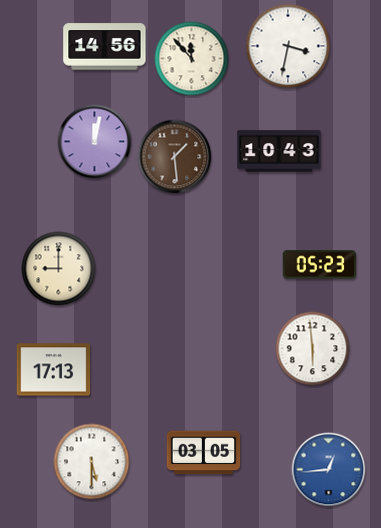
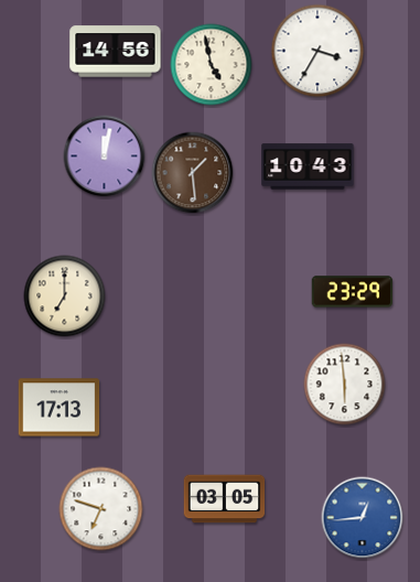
clock at (288, 46): 3:32 -> 3:35
clock at (192, 59): 11:53 -> 4:58
clock at (320, 265): 05:23 -> 23:29
clock at (59, 269): 9:00 -> 7:00
clock at (92, 462): 5:30 -> 6:48
